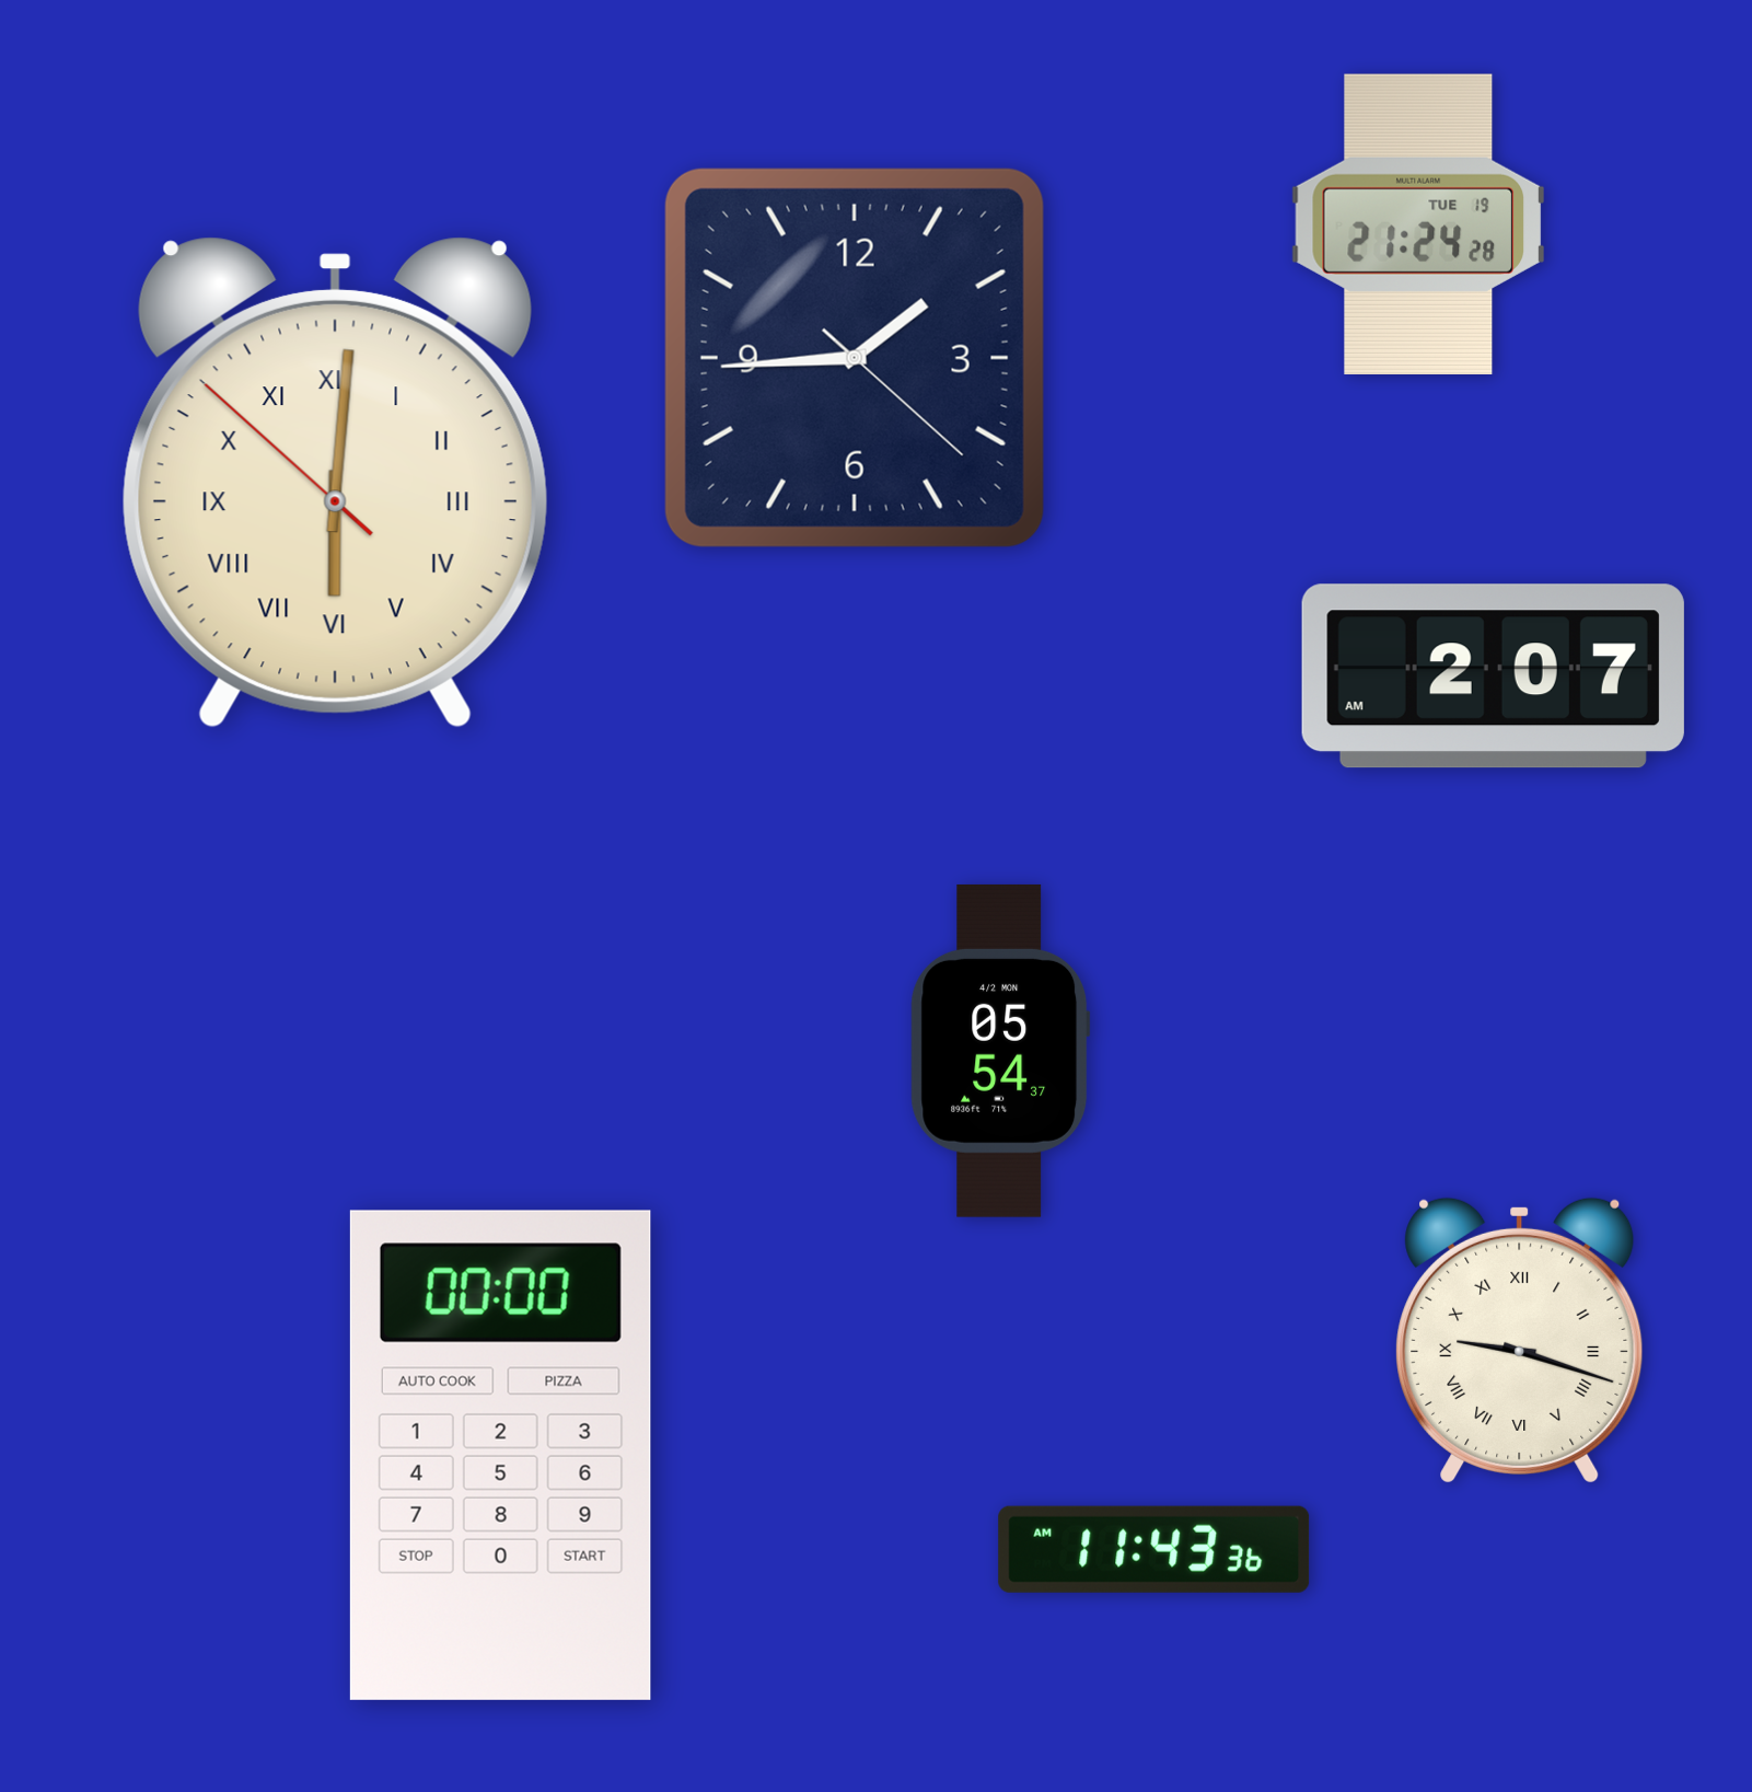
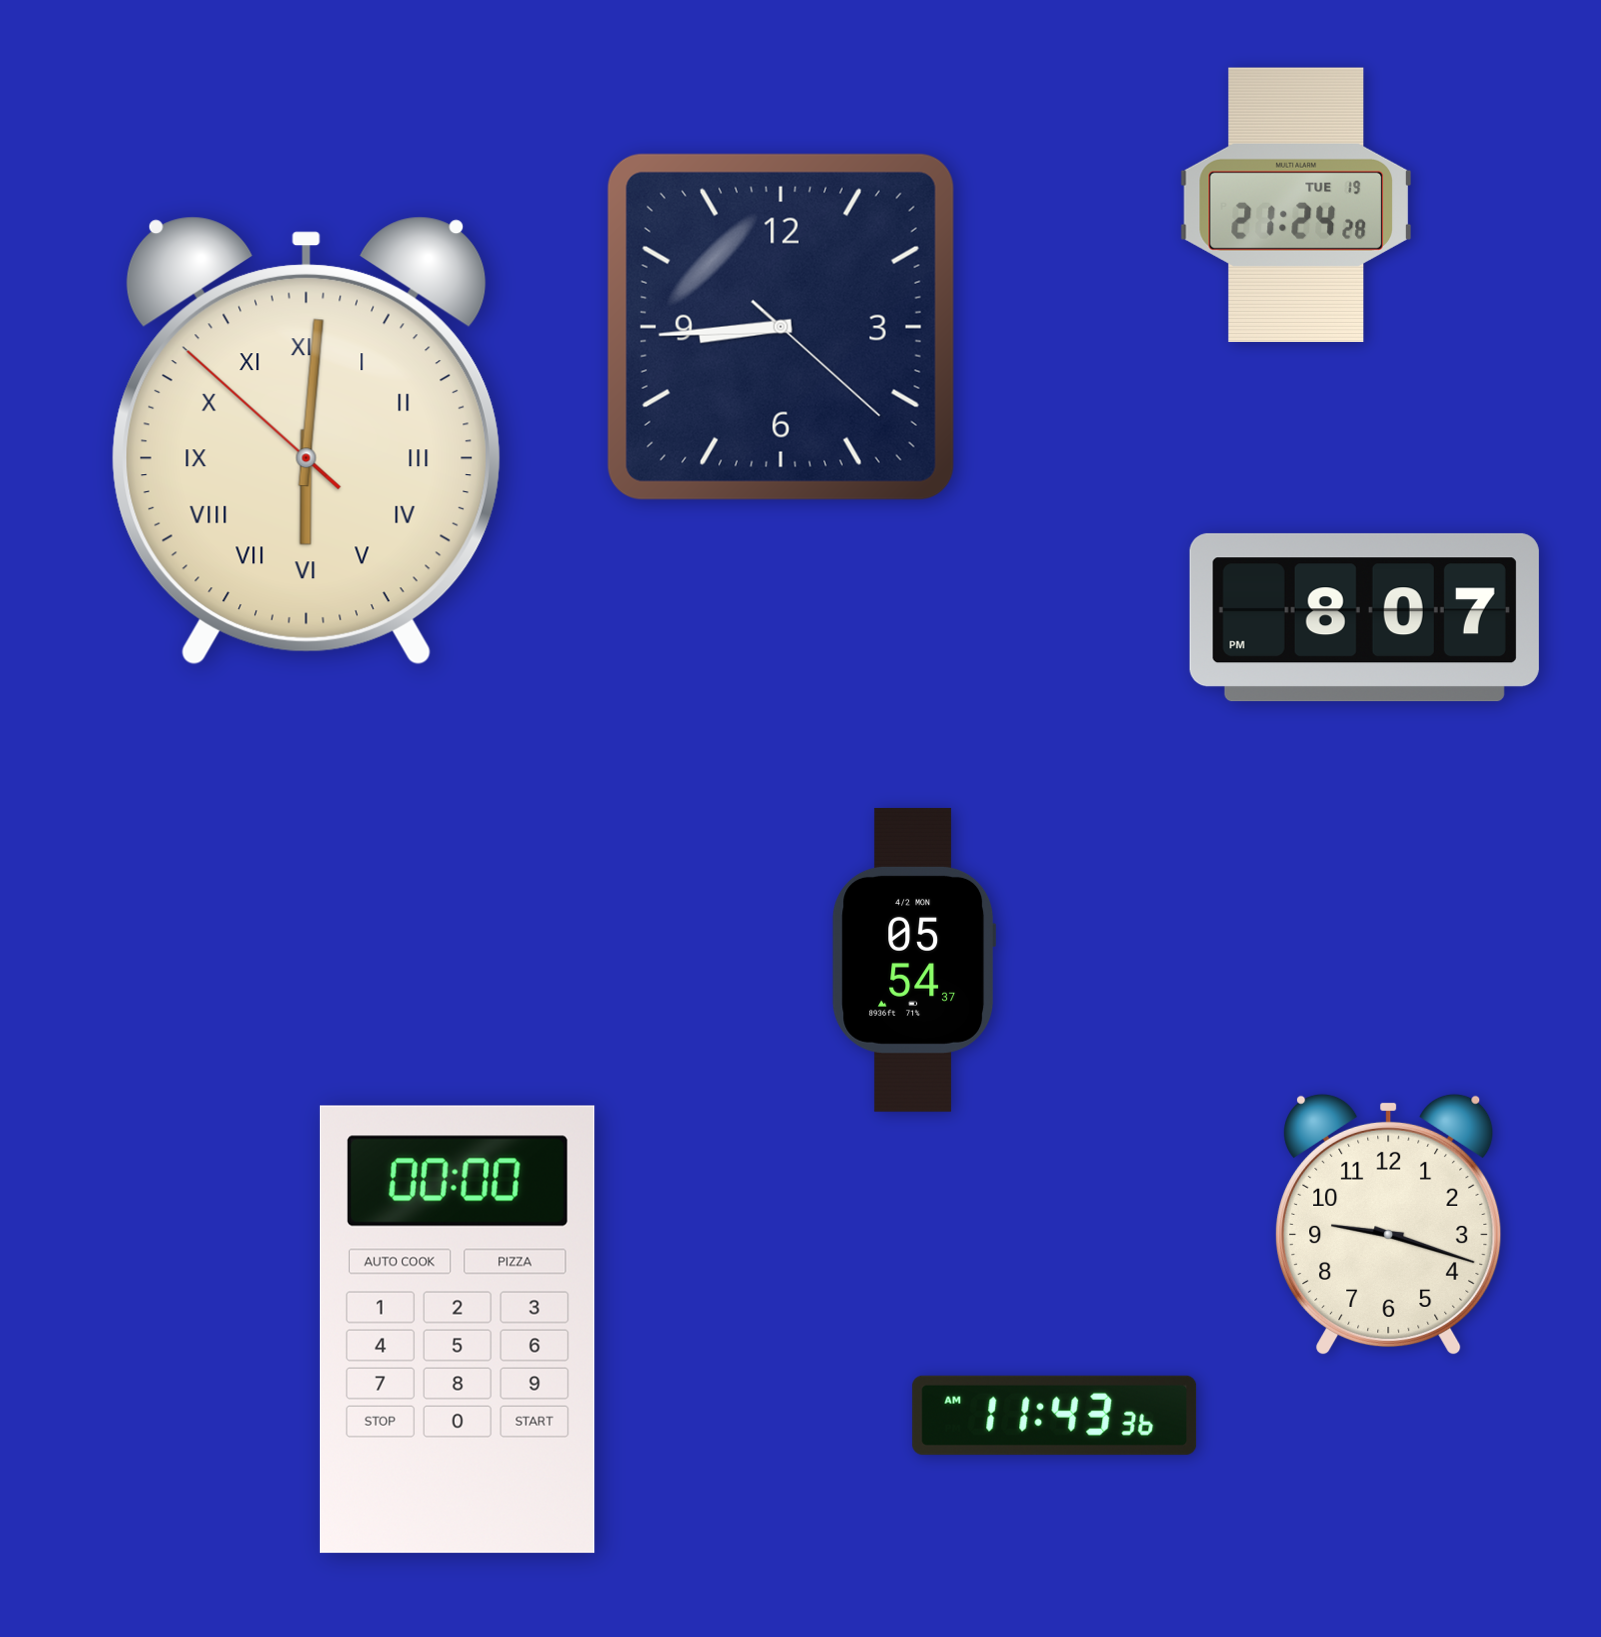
clock at (855, 358): 1:44 -> 8:44
clock at (1493, 677): 2:07 -> 8:07
clock at (1520, 1340) numerals: Roman -> Arabic
